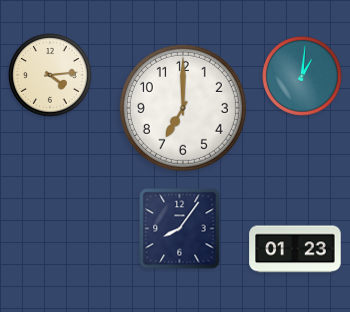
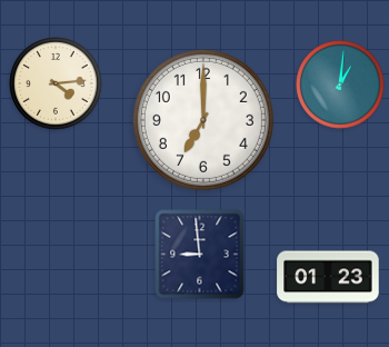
clock at (303, 77) position: (303, 77) -> (341, 86)
clock at (180, 229): 8:06 -> 8:59
